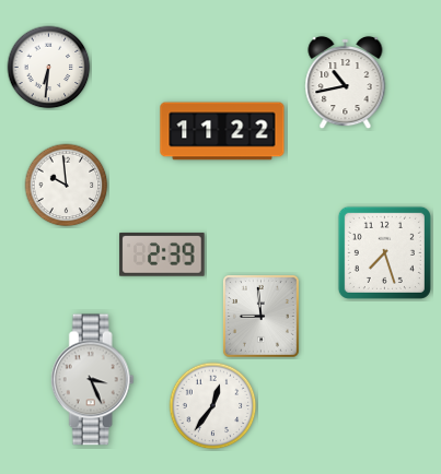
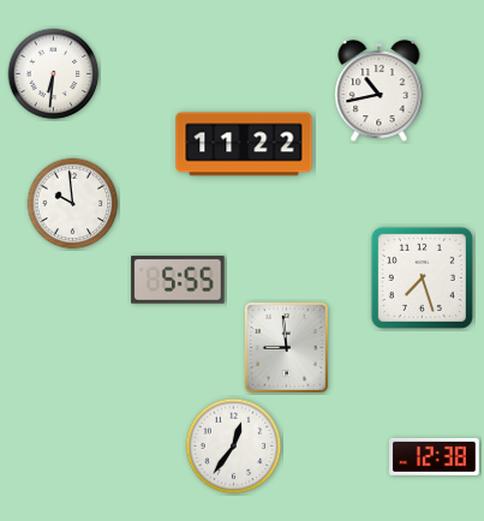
clock at (162, 254): 2:39 -> 5:55
clock at (92, 380): 3:26 -> none
clock at (435, 456): none -> 12:38
